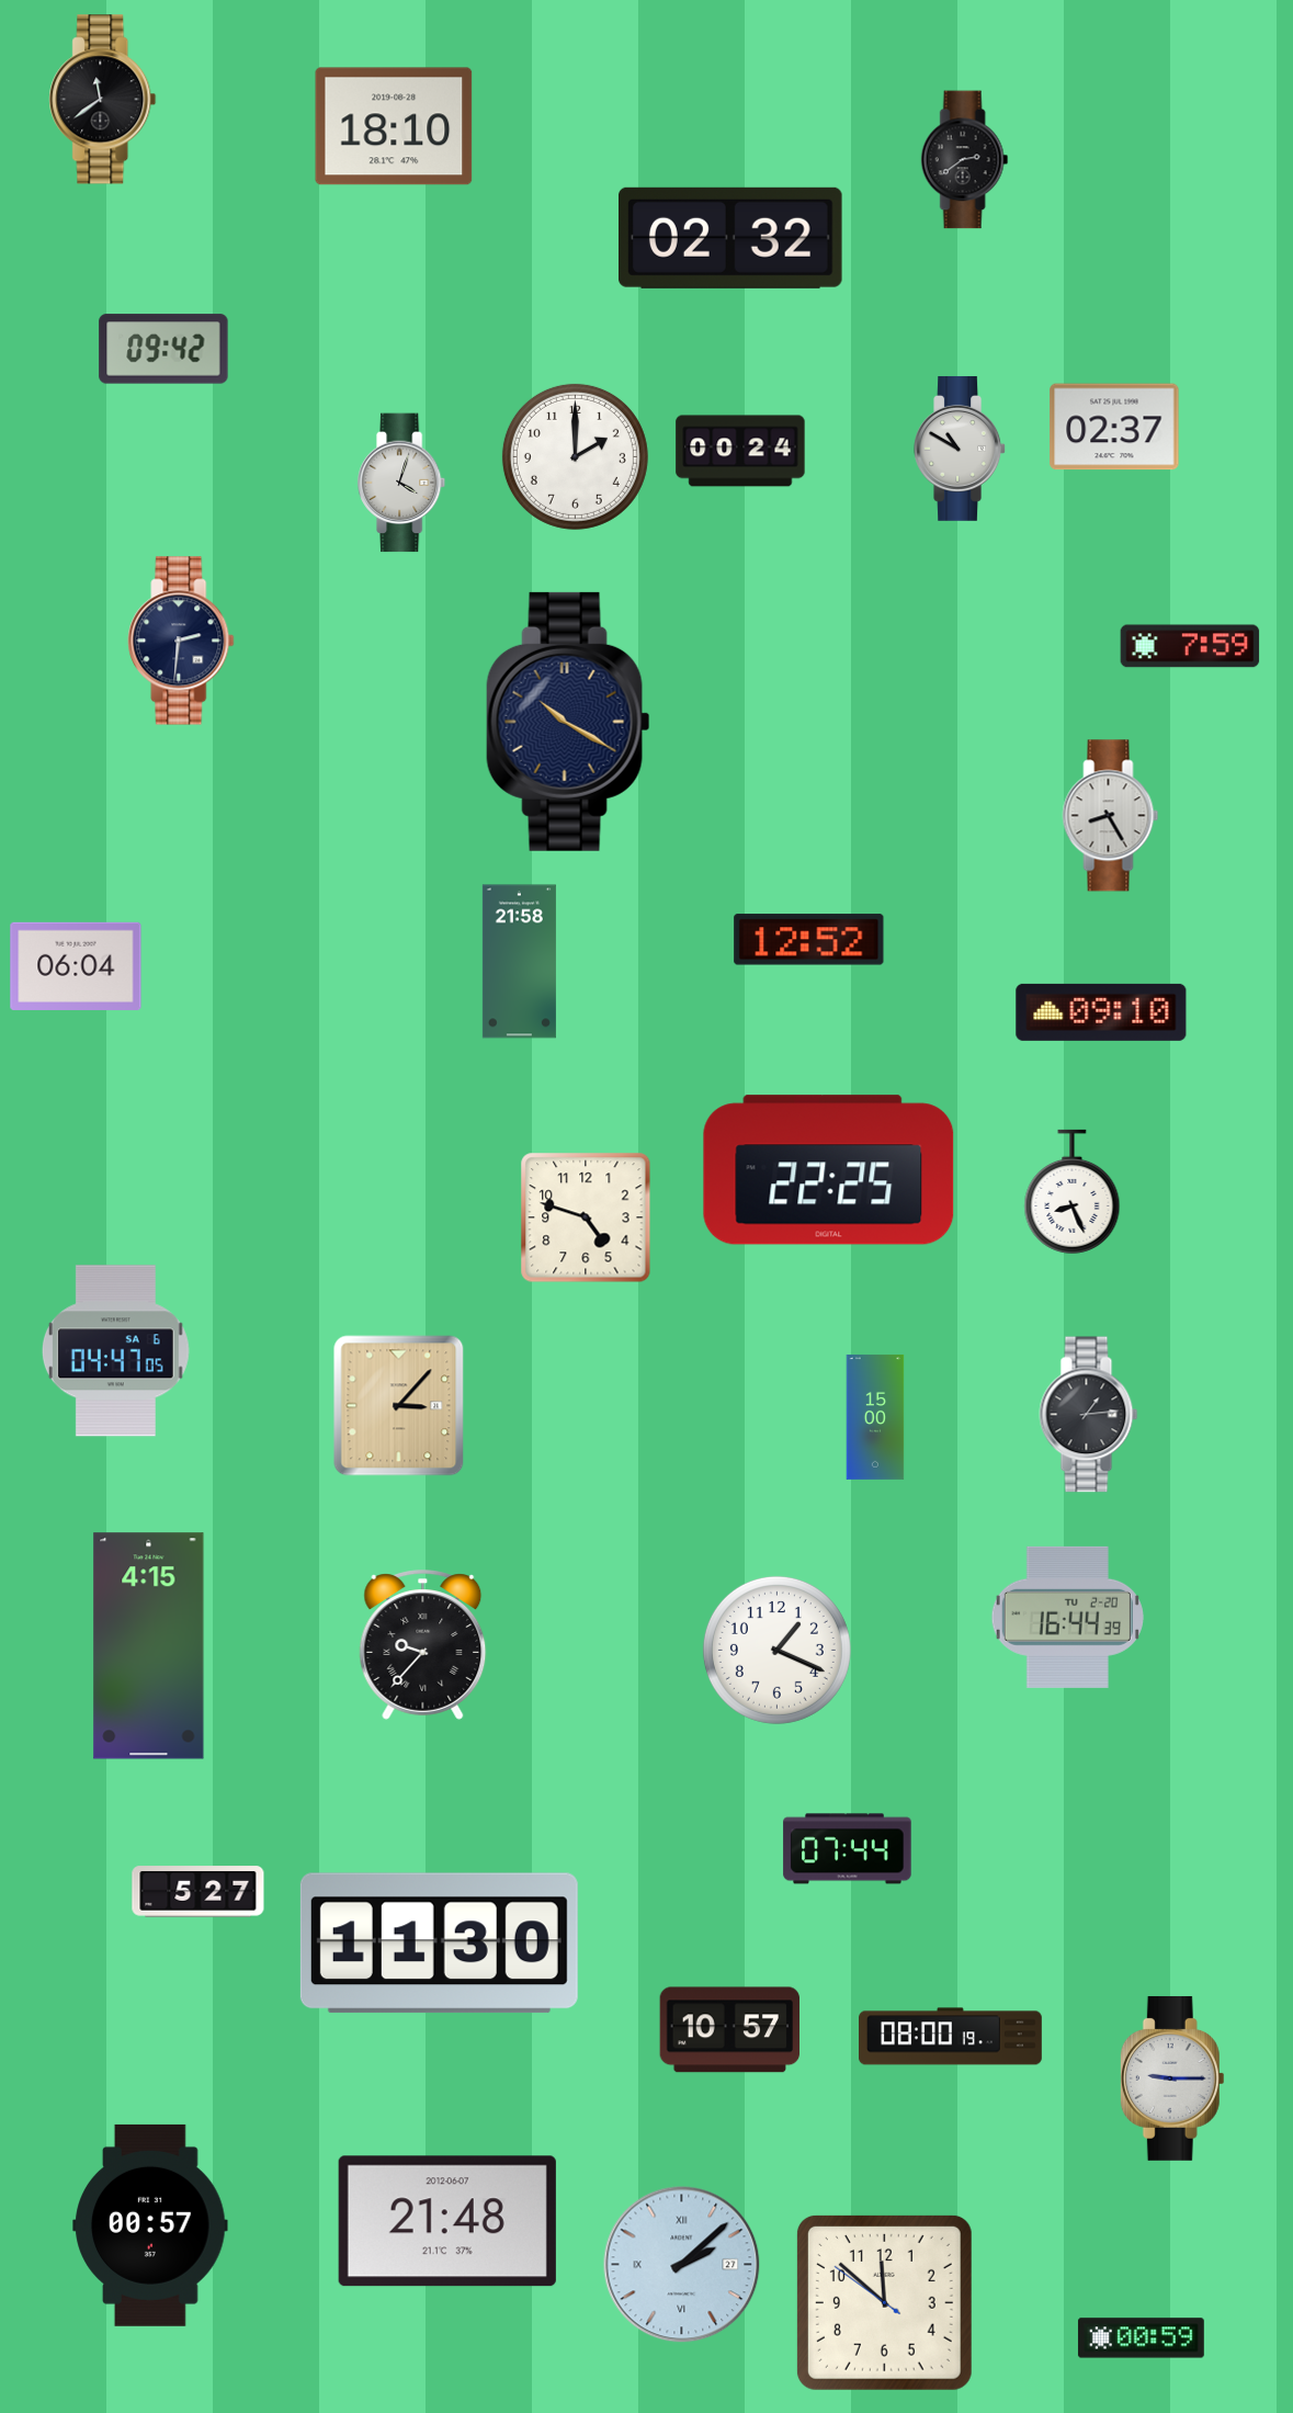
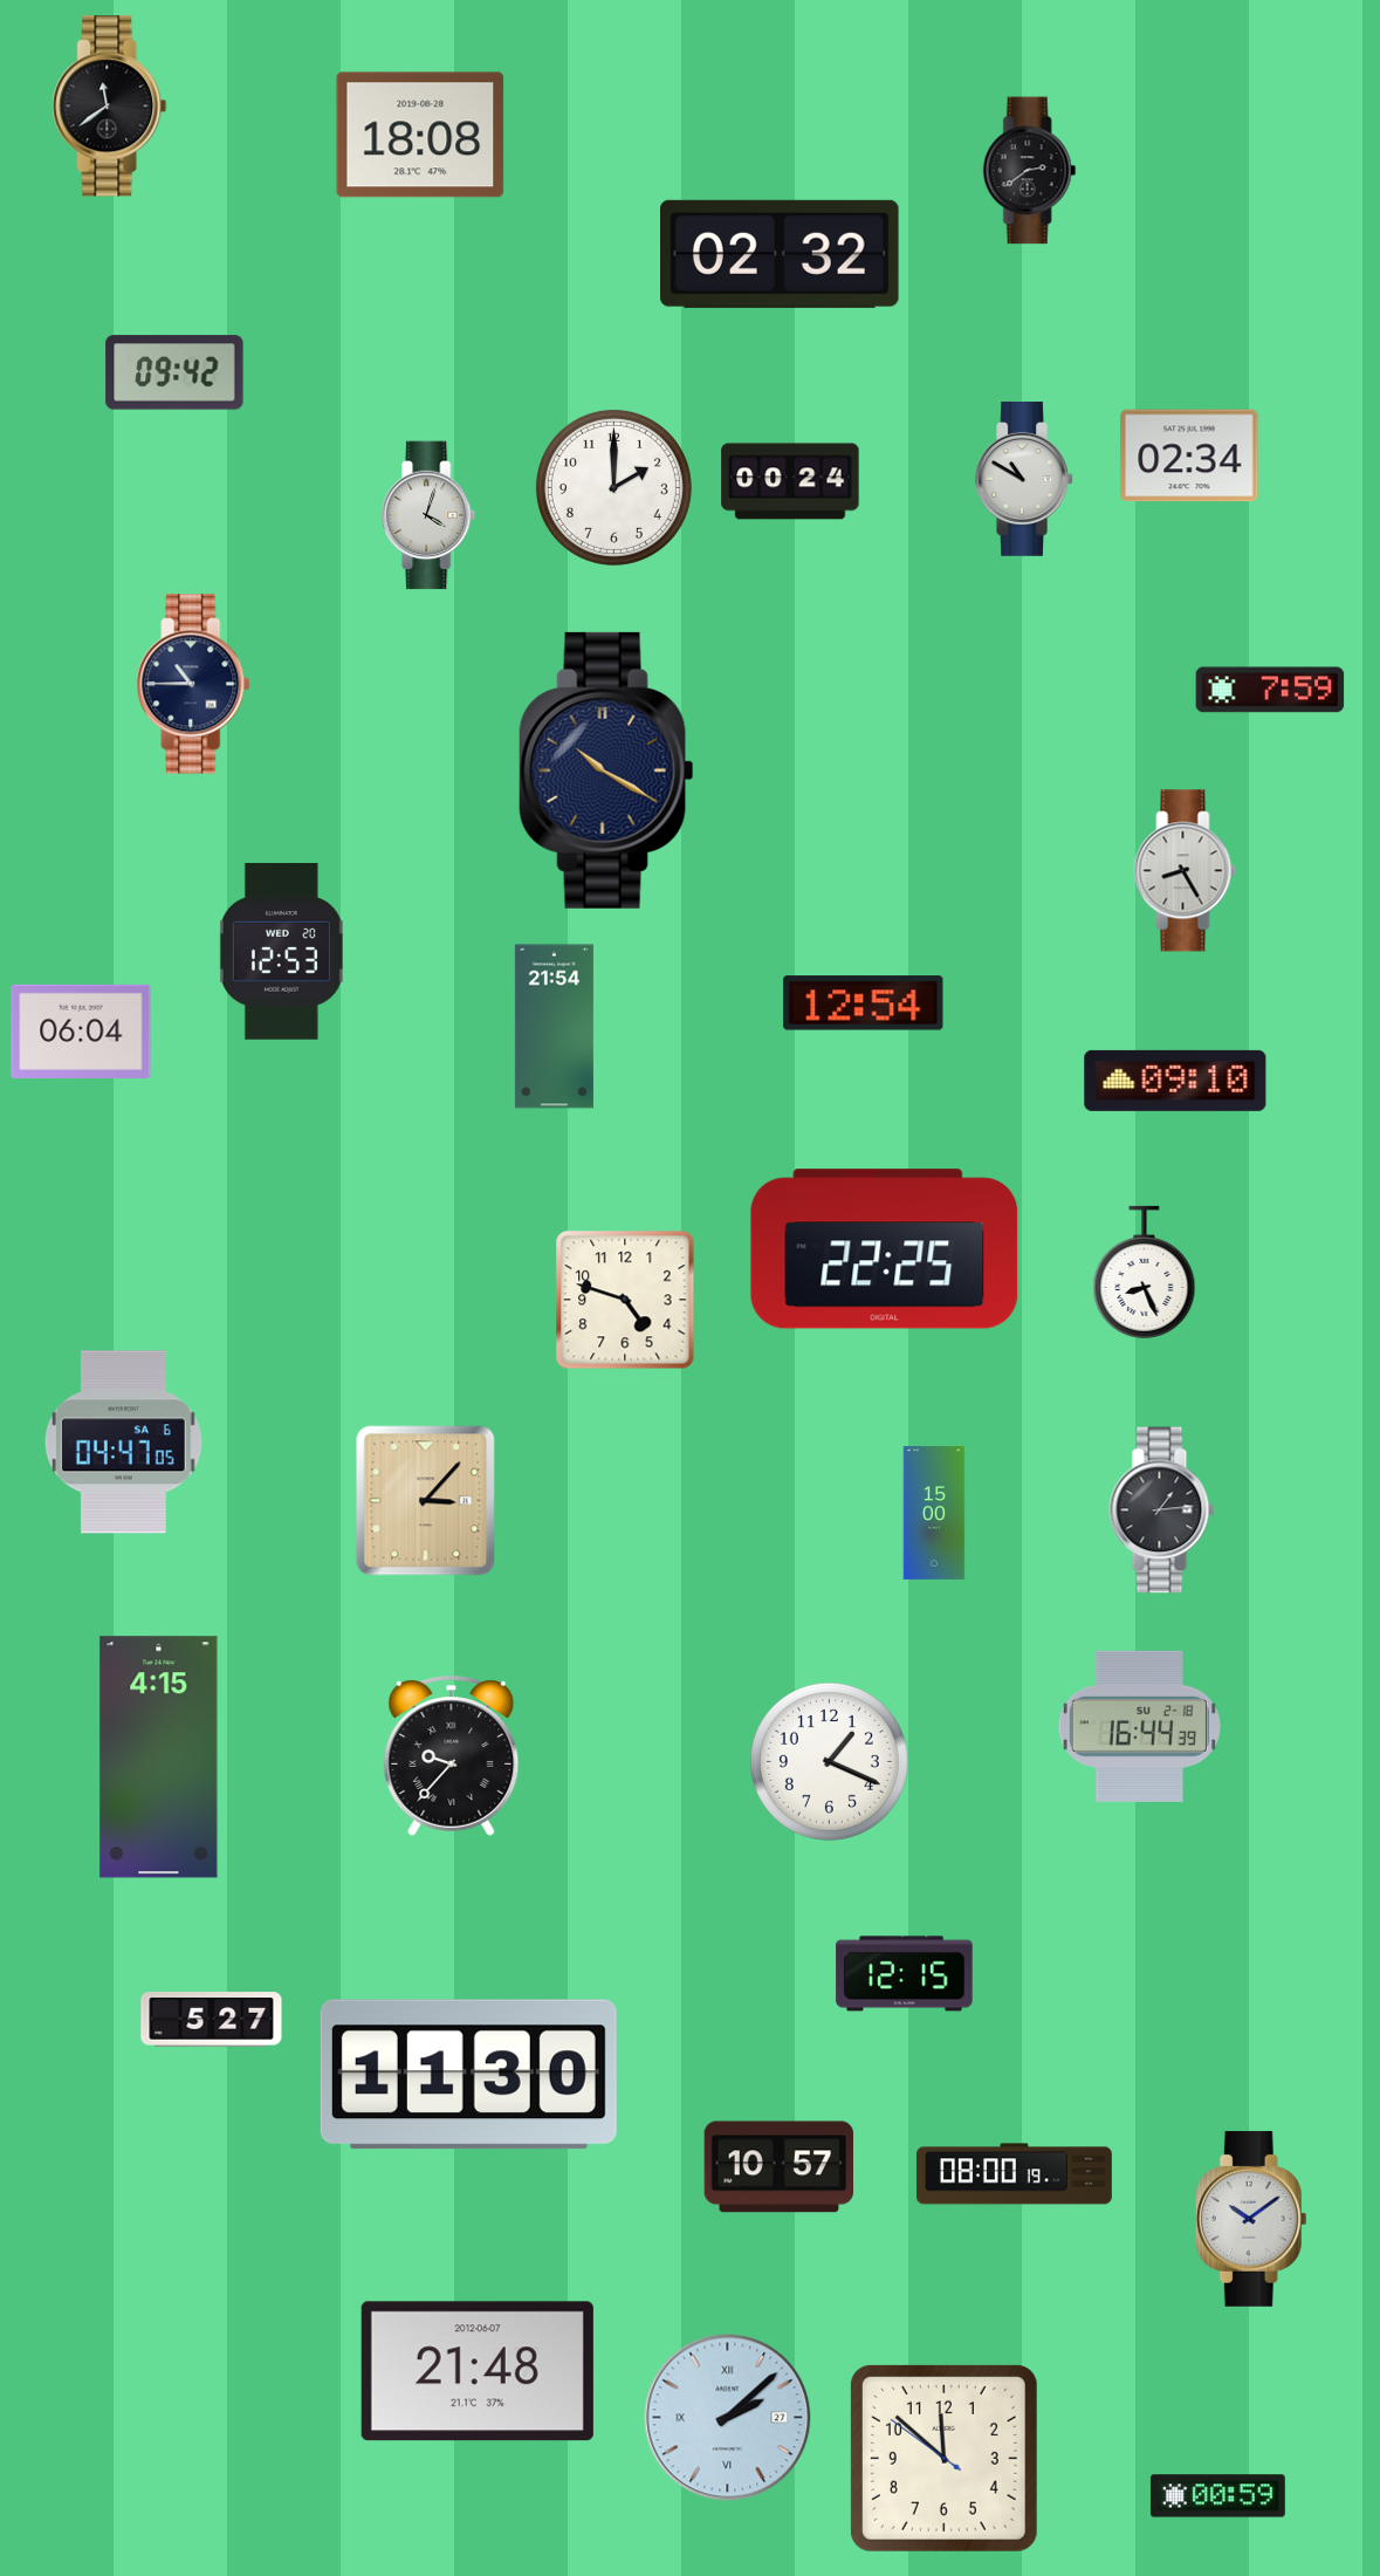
clock at (394, 126): 18:10 -> 18:08
clock at (1114, 427): 02:37 -> 02:34
clock at (181, 641): 2:31 -> 10:45
clock at (281, 952): none -> 12:53
clock at (809, 940): 12:52 -> 12:54
clock at (519, 962): 21:58 -> 21:54
clock at (1067, 1617) date: TU 2-20 -> SU 2-18
clock at (848, 1849): 07:44 -> 12:15
clock at (1172, 2078): 9:15 -> 10:09
clock at (150, 2225): 00:57 -> none
